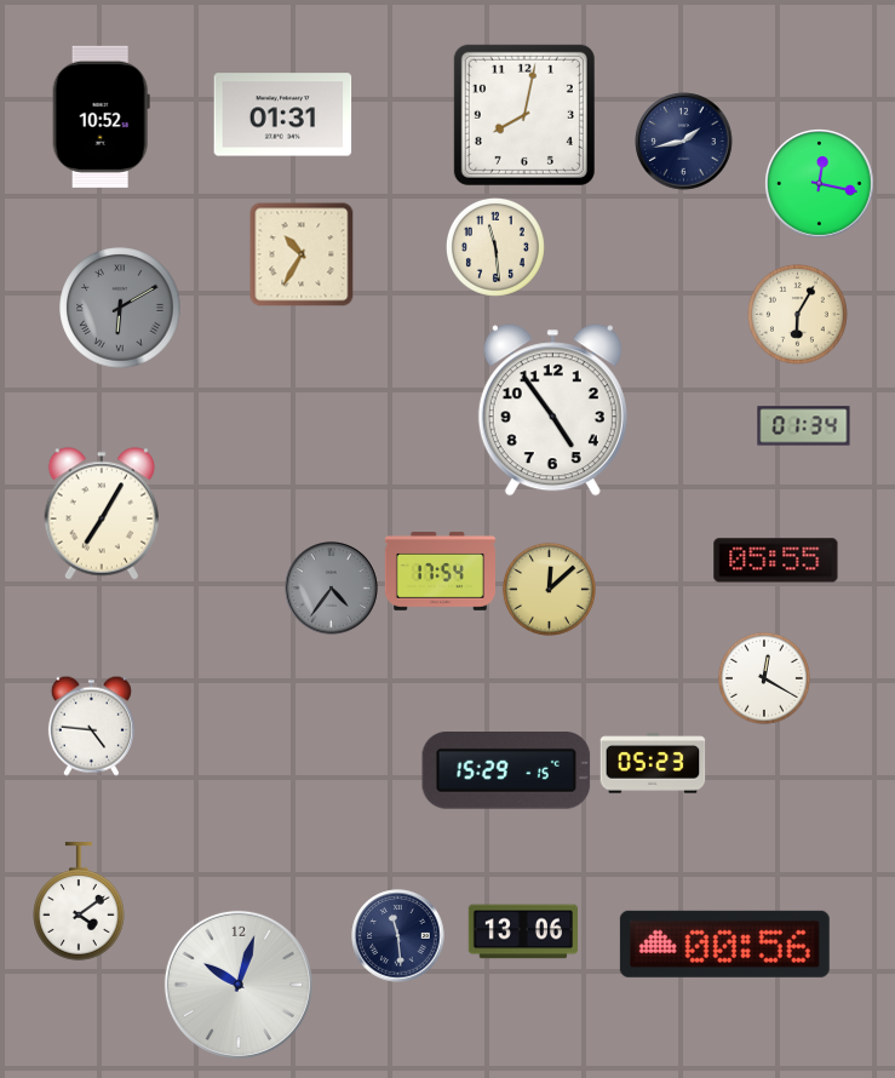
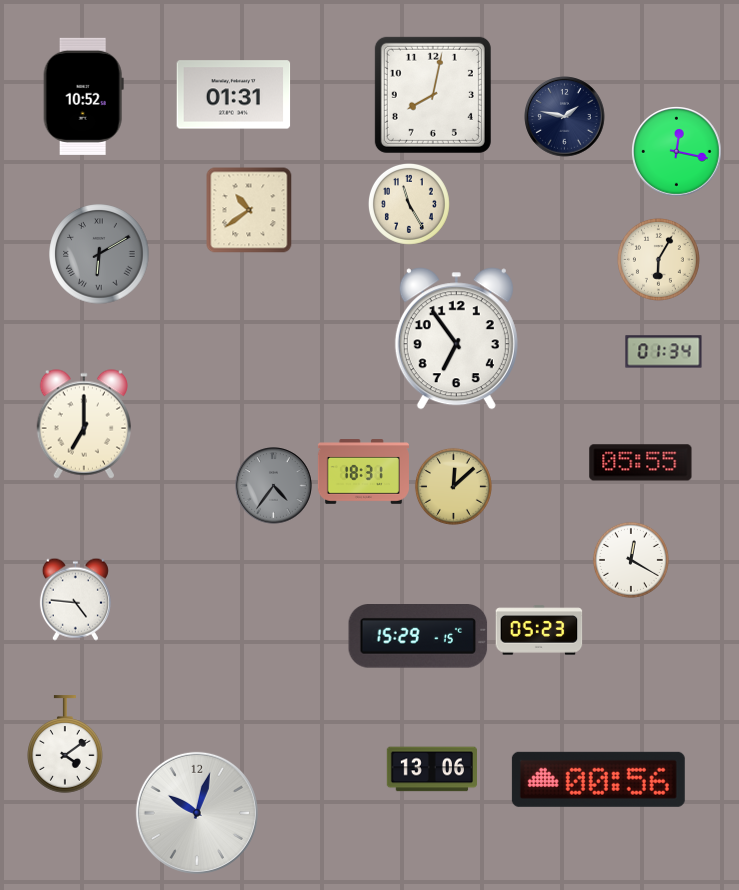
clock at (684, 142): 1:43 -> 1:47
clock at (495, 247): 11:29 -> 11:25
clock at (302, 254): 10:35 -> 10:39
clock at (552, 411): 4:54 -> 6:54
clock at (101, 514): 7:05 -> 7:00
clock at (440, 572): 17:54 -> 18:31
clock at (398, 936): 11:29 -> none
